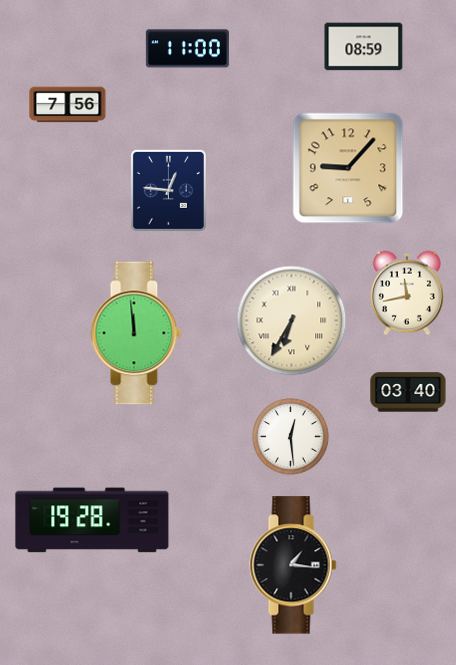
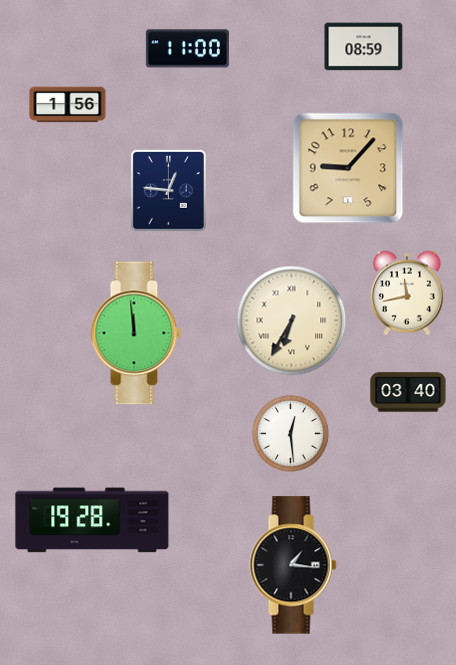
clock at (68, 105): 7:56 -> 1:56
clock at (291, 437) position: (291, 437) -> (291, 434)
